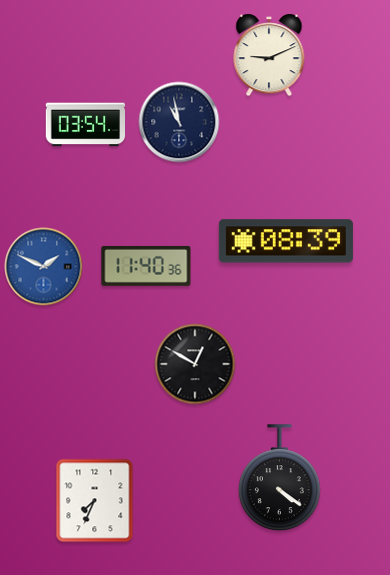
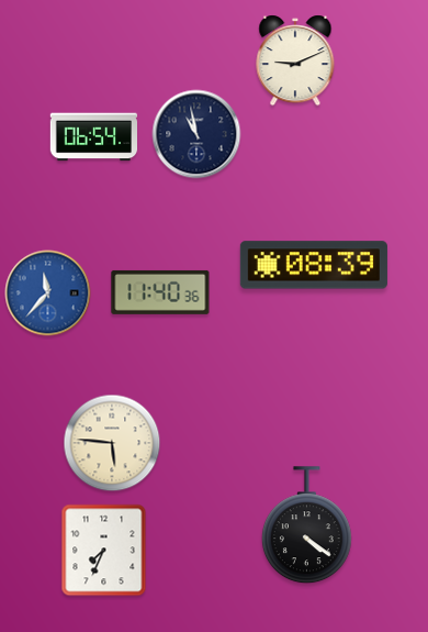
clock at (86, 125): 03:54 -> 06:54
clock at (44, 267): 1:49 -> 11:37
clock at (195, 364): 12:50 -> none
clock at (112, 443): none -> 5:46
